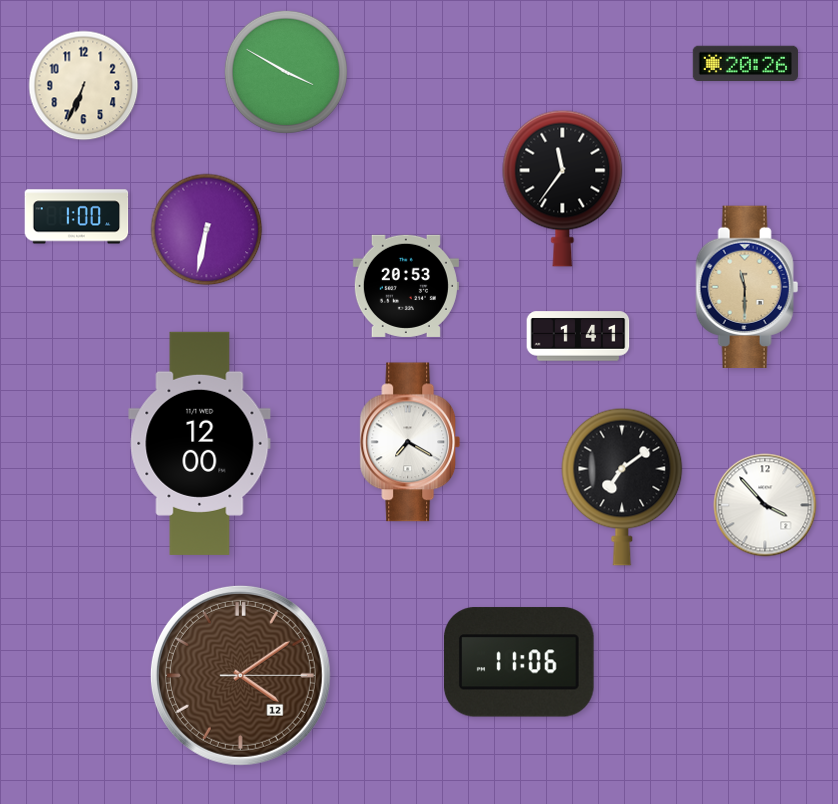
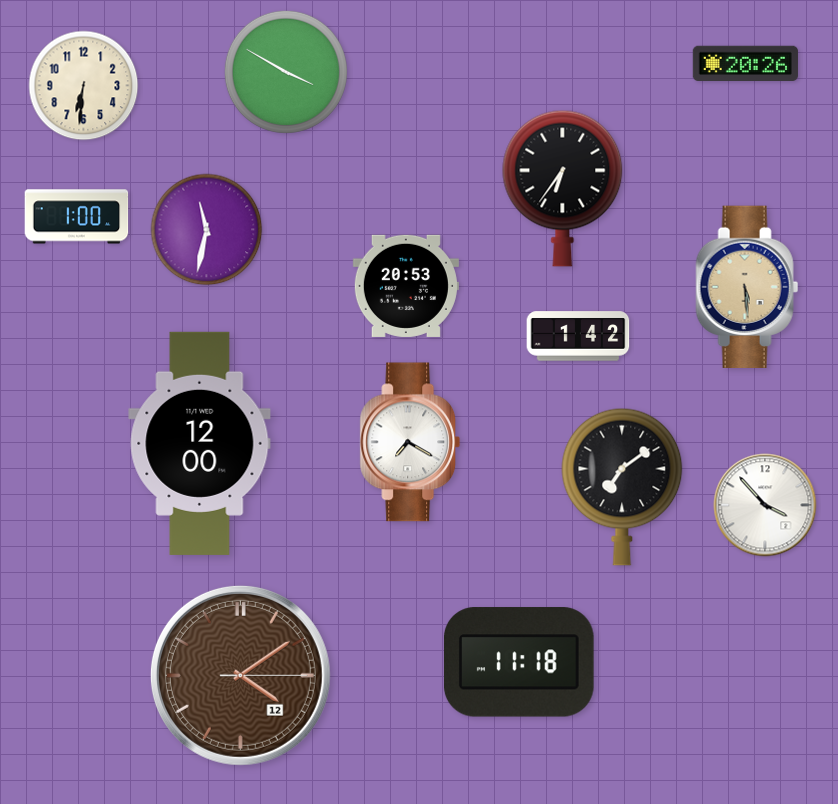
clock at (84, 86): 6:34 -> 6:31
clock at (563, 188): 11:36 -> 6:36
clock at (207, 230): 6:32 -> 11:32
clock at (747, 287): 11:30 -> 5:29
clock at (578, 336): 1:41 -> 1:42
clock at (519, 662): 11:06 -> 11:18
